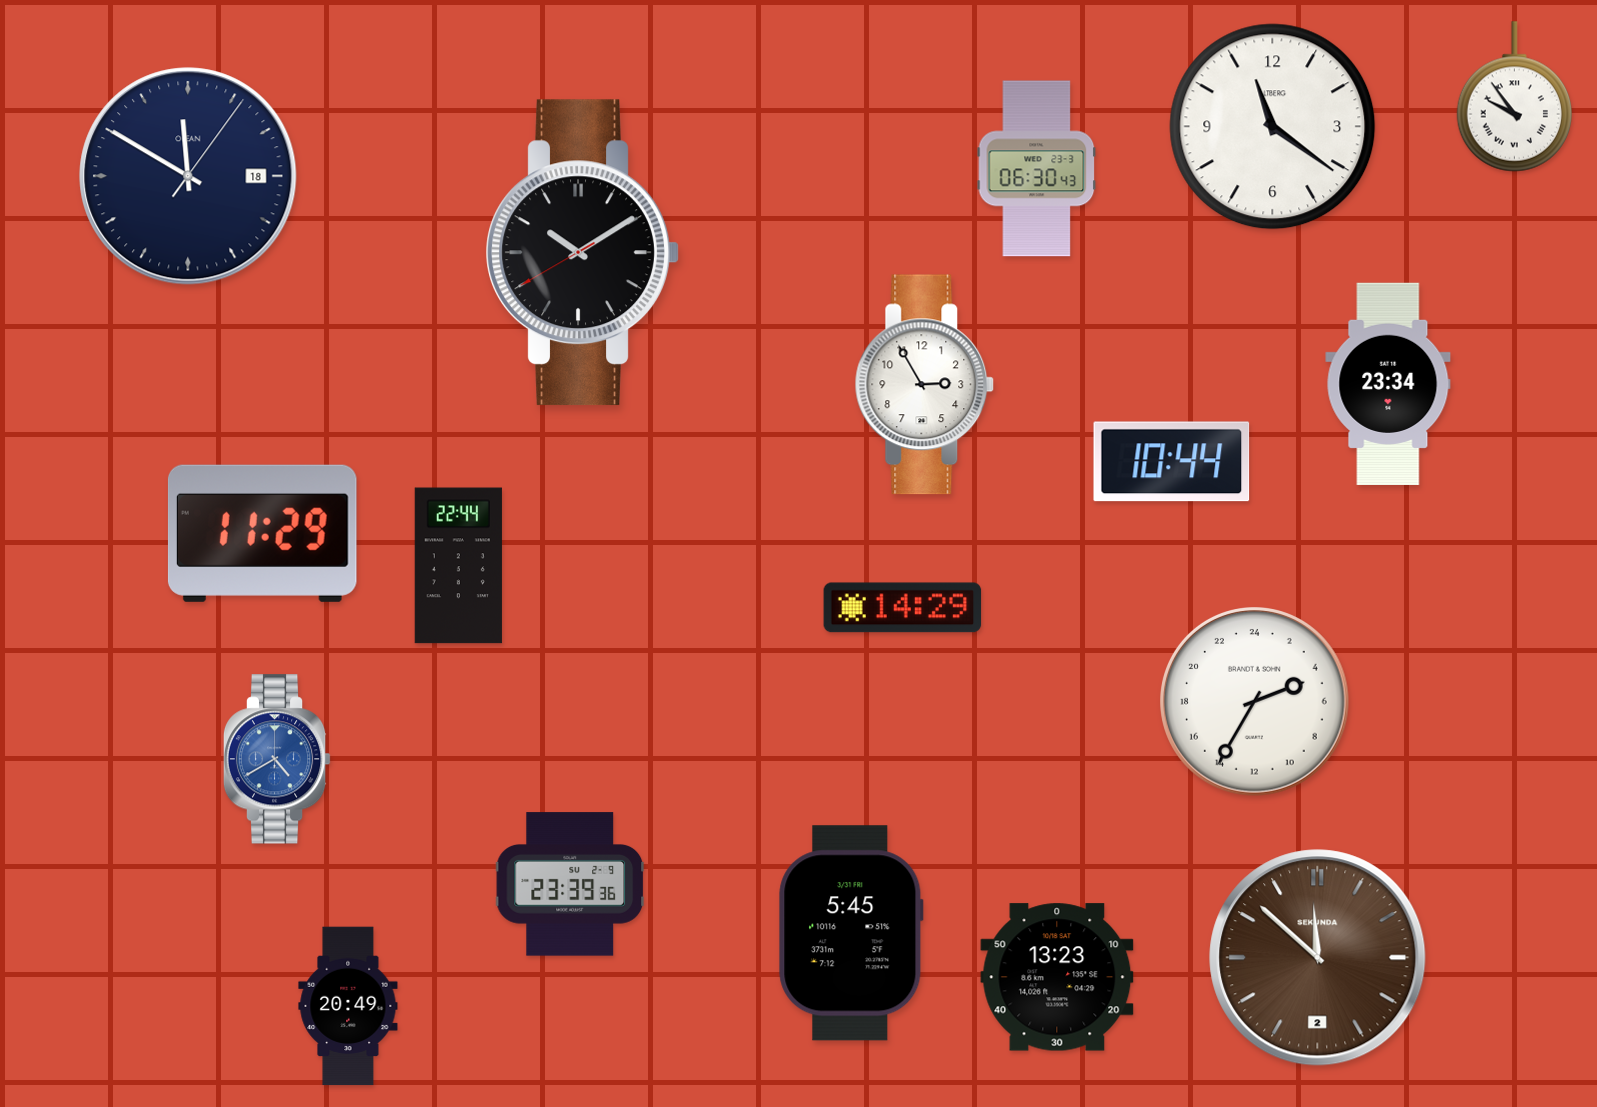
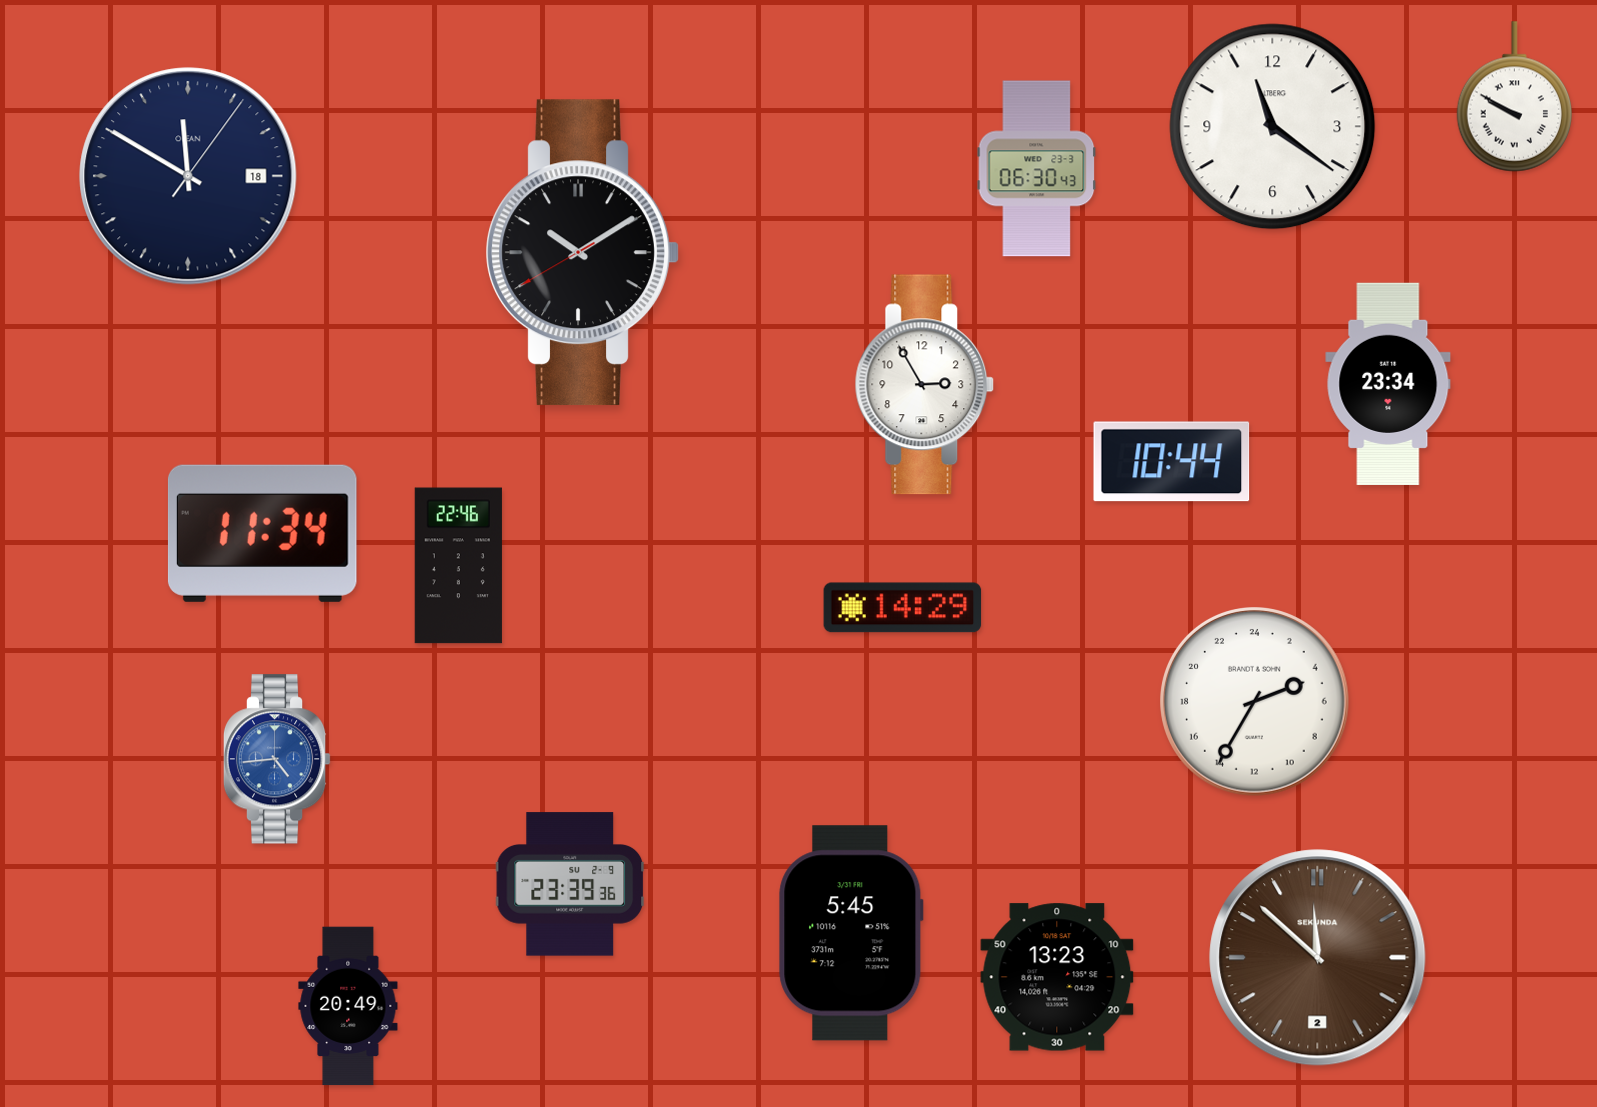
clock at (1514, 97): 9:54 -> 9:50
clock at (262, 533): 11:29 -> 11:34
clock at (458, 566): 22:44 -> 22:46
clock at (277, 759): 4:40 -> 4:44
